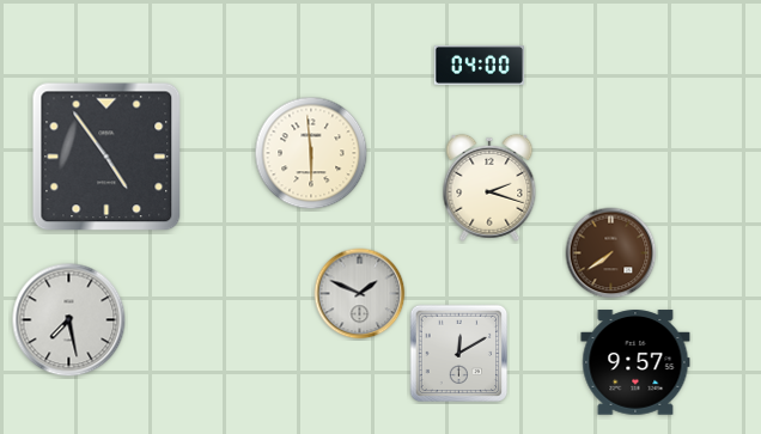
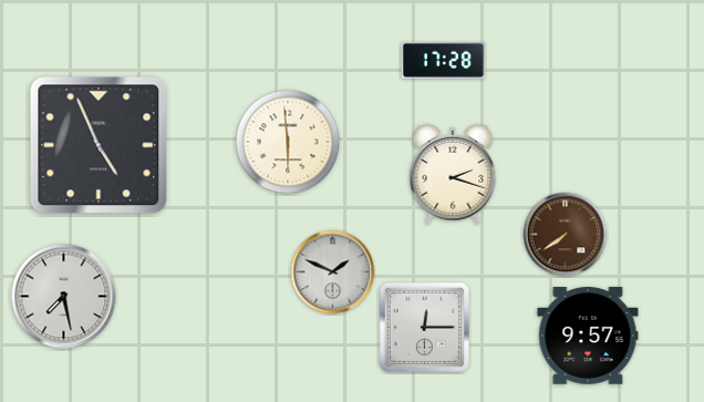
clock at (479, 65): 04:00 -> 17:28
clock at (106, 157): 4:54 -> 4:56
clock at (459, 354): 12:10 -> 12:15
